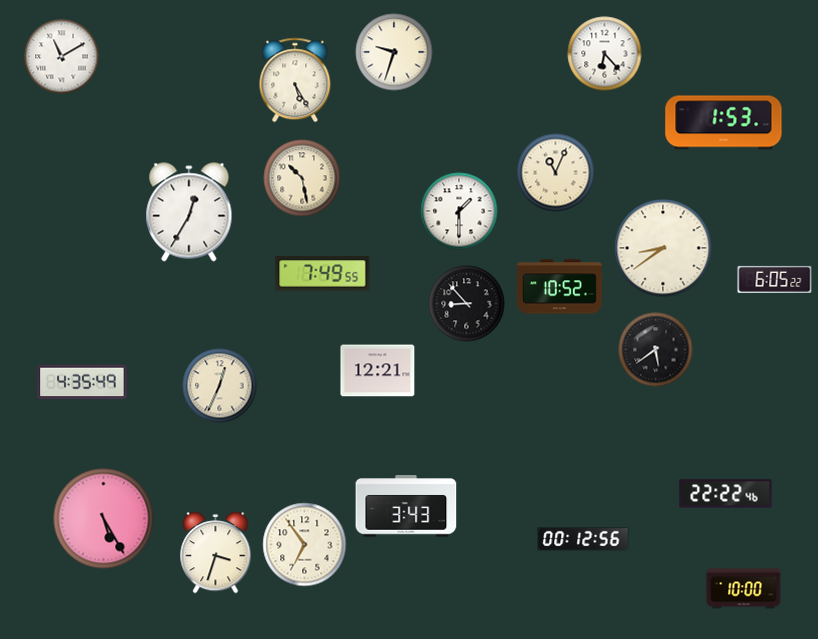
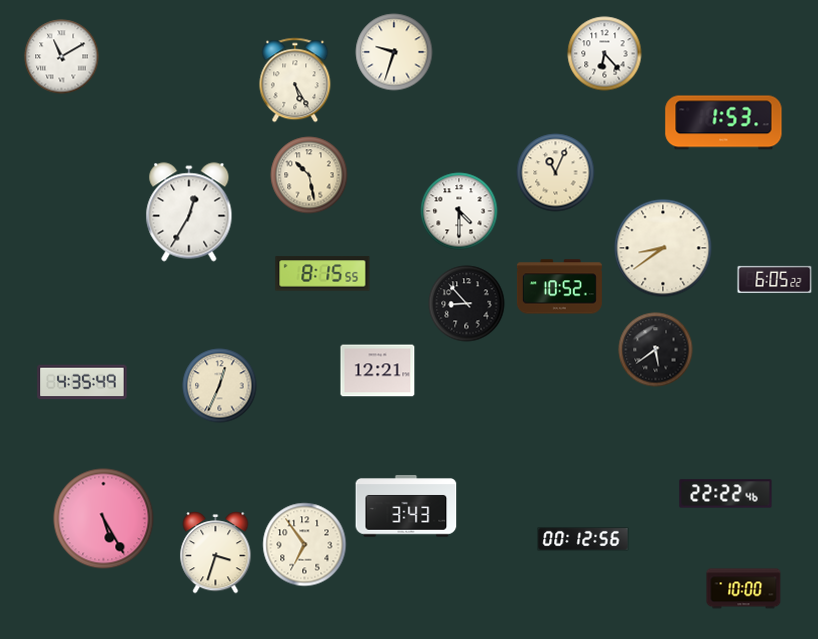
clock at (302, 178) position: (302, 178) -> (309, 175)
clock at (459, 211): 1:30 -> 4:30
clock at (323, 274): 7:49 -> 8:15
